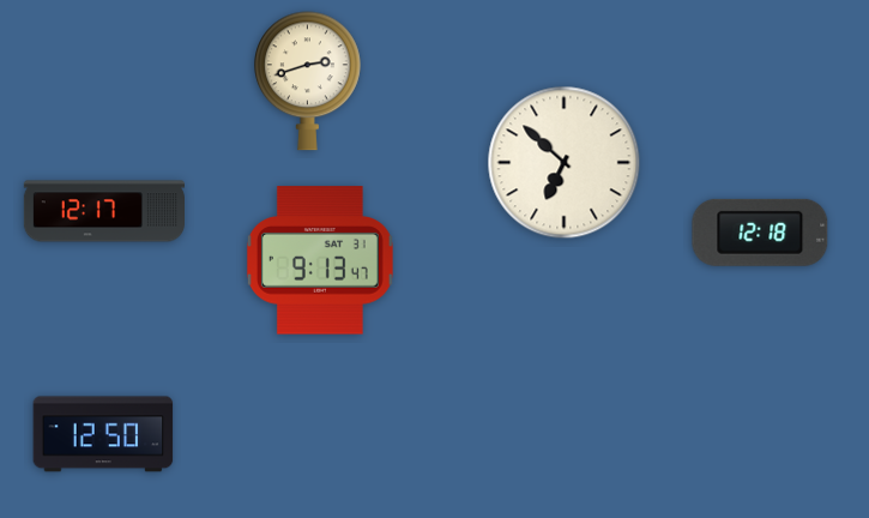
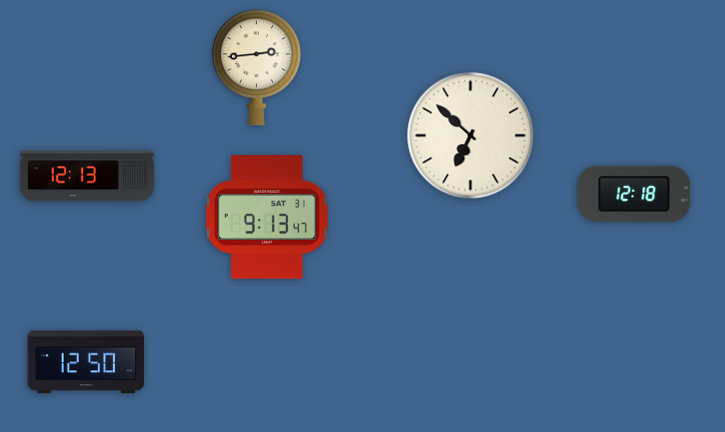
clock at (308, 82): 2:42 -> 2:44
clock at (103, 211): 12:17 -> 12:13
